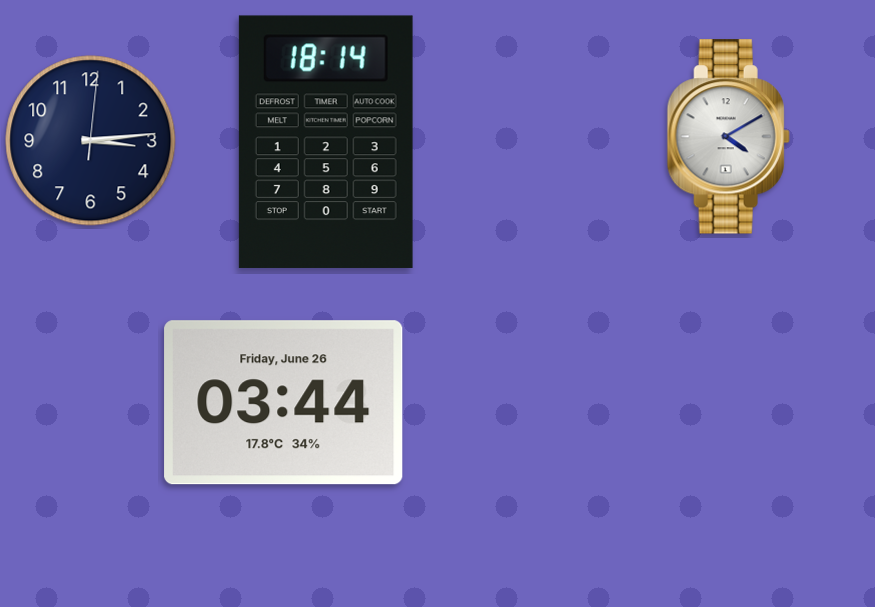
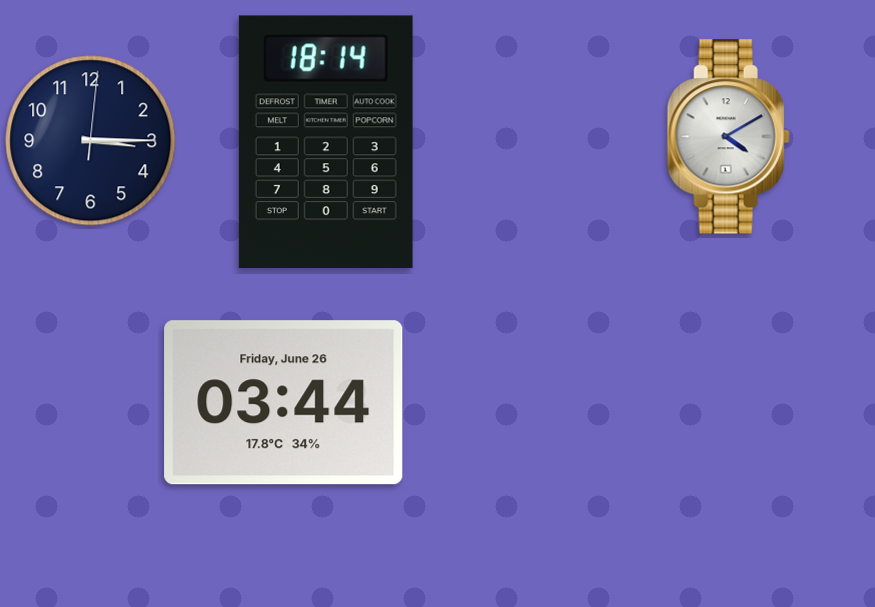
clock at (91, 141): 3:14 -> 3:15
